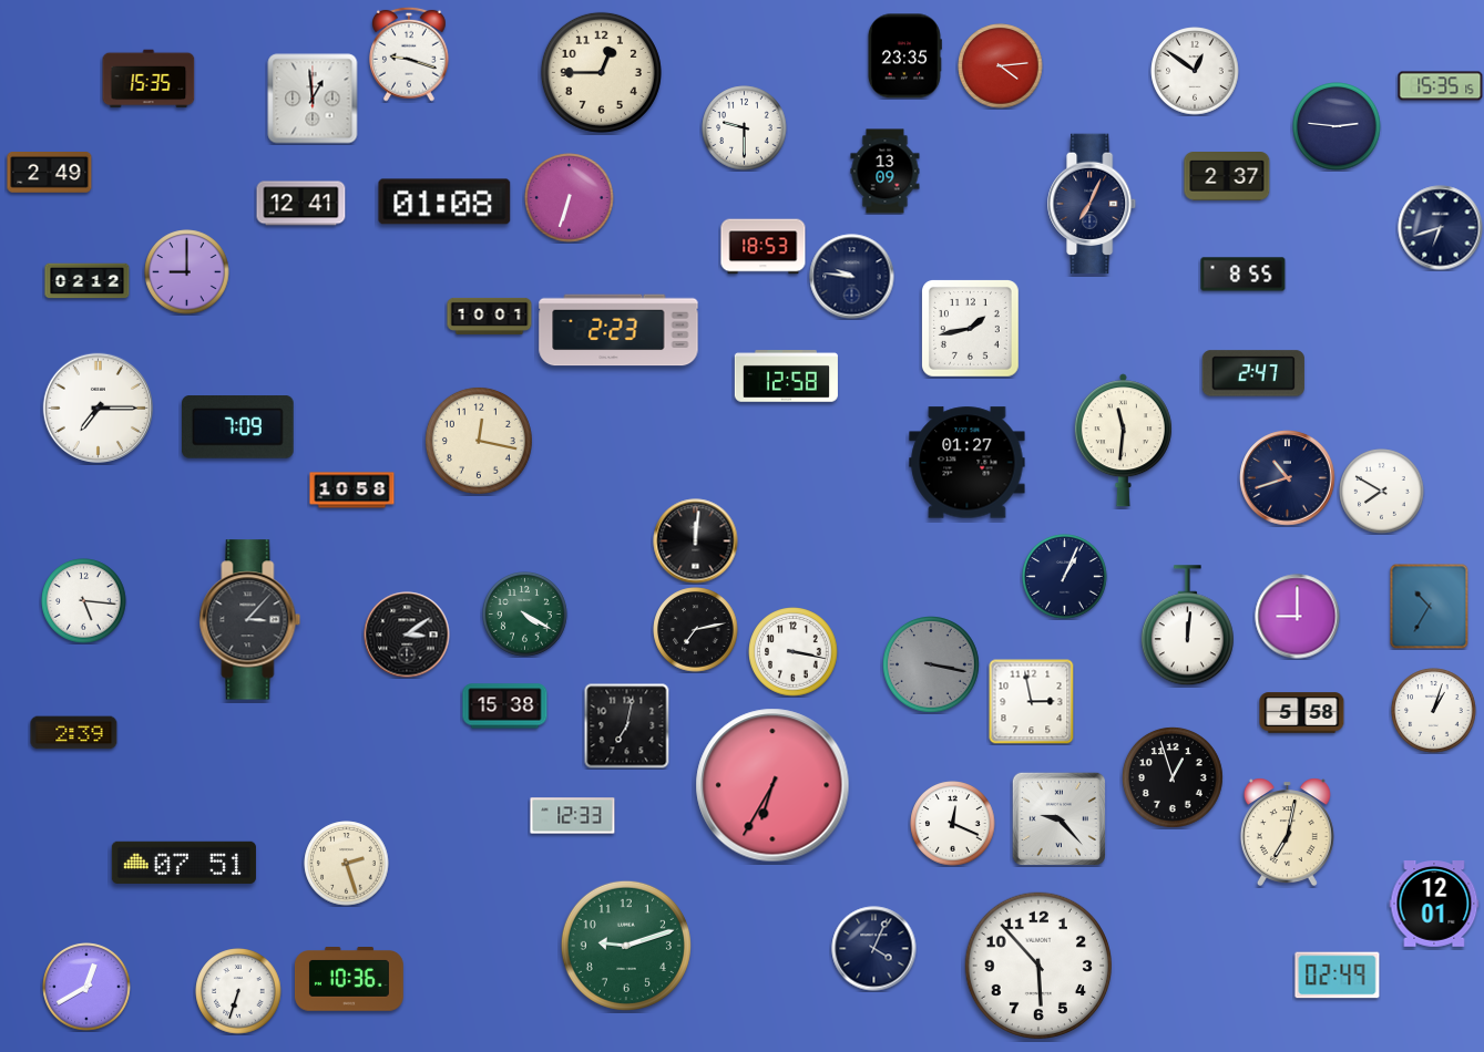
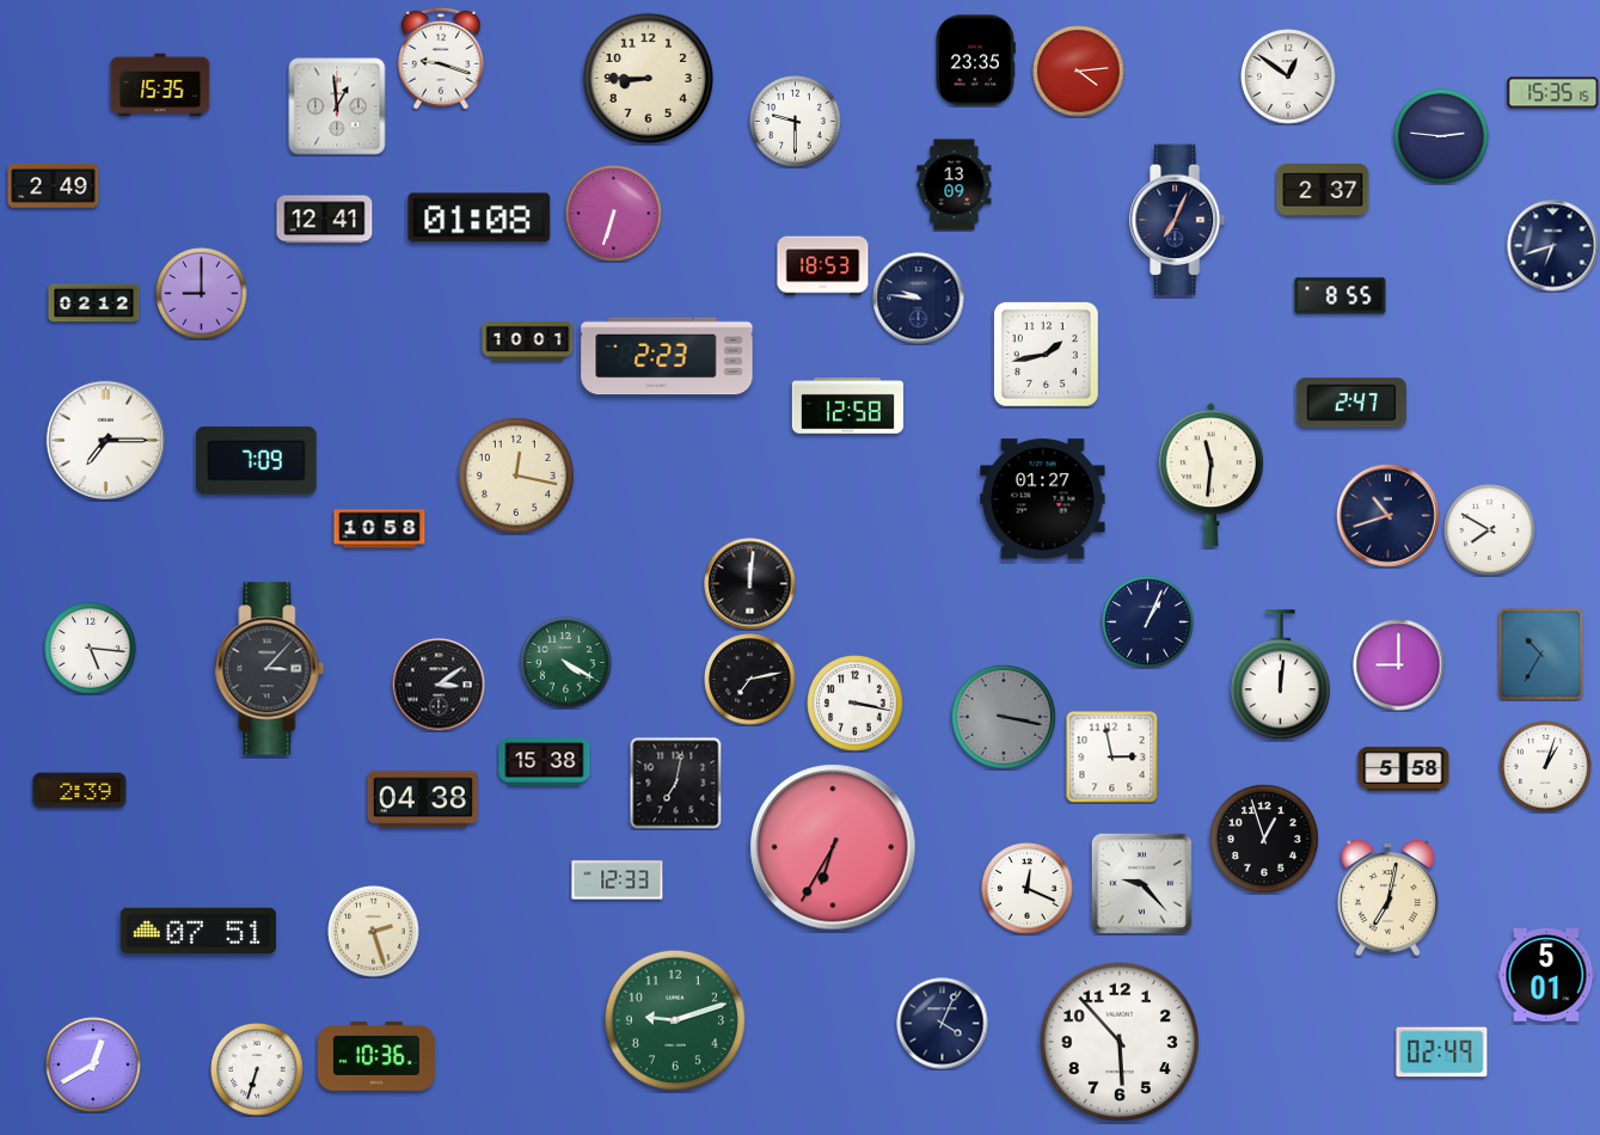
clock at (601, 72): 12:45 -> 8:45
clock at (745, 128) position: (745, 128) -> (796, 122)
clock at (423, 799): none -> 04:38
clock at (1434, 905): 12:01 -> 5:01
